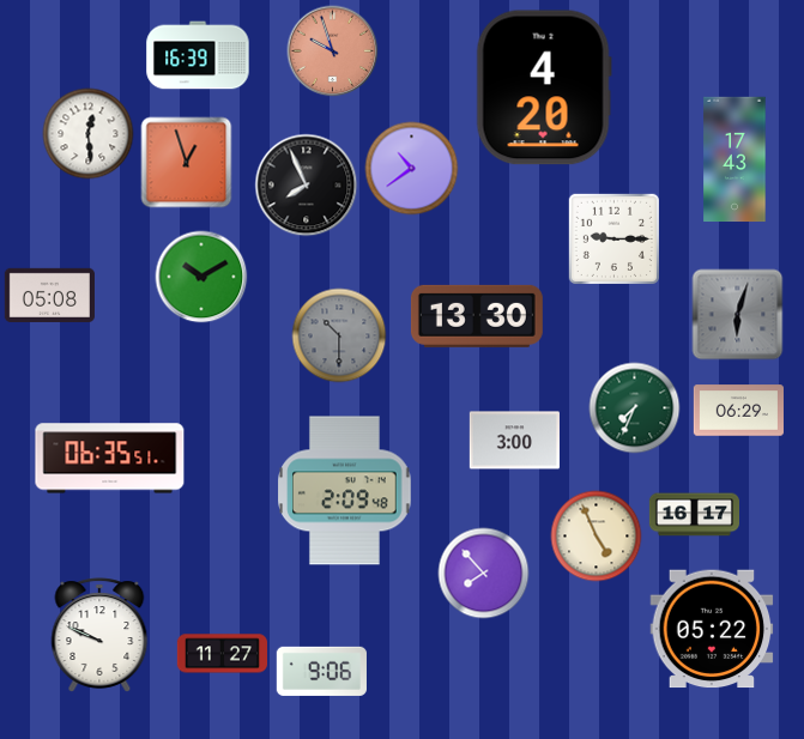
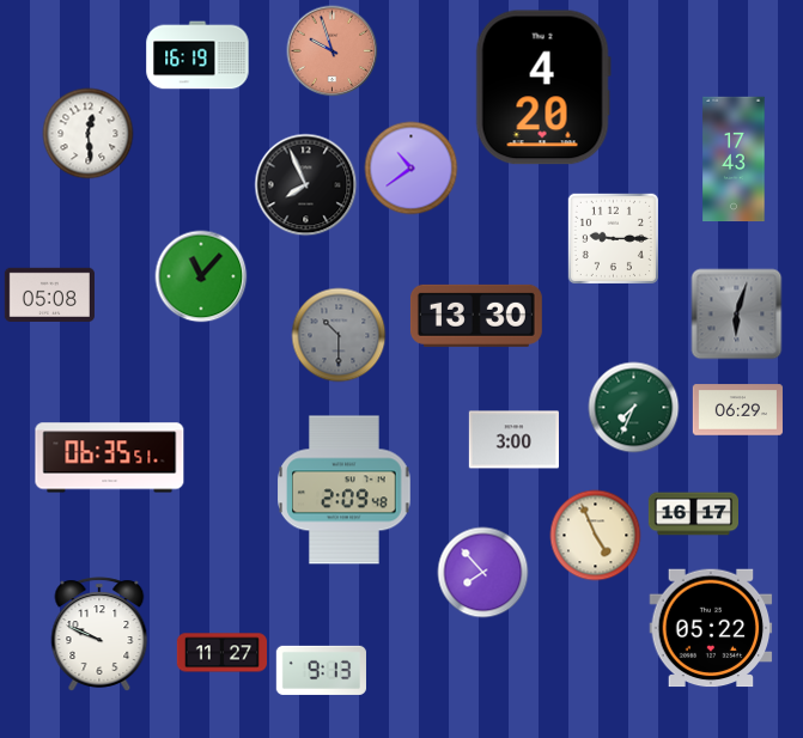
clock at (198, 55): 16:39 -> 16:19
clock at (187, 163): 12:57 -> none
clock at (201, 277): 10:10 -> 11:07
clock at (321, 671): 9:06 -> 9:13
